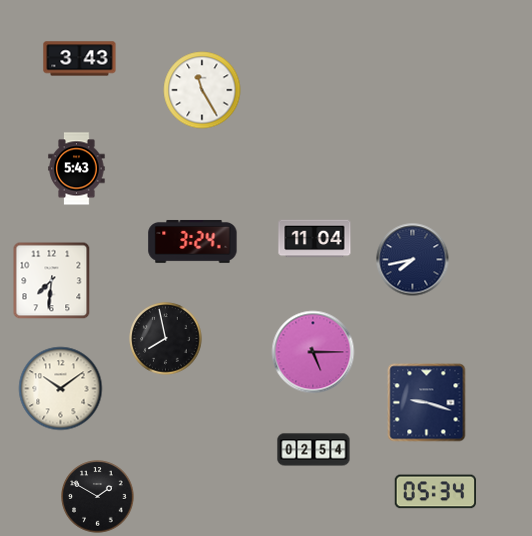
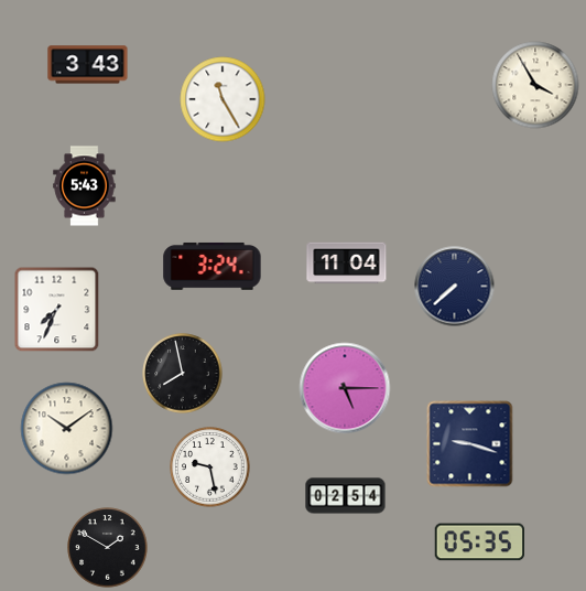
clock at (535, 85): none -> 3:55
clock at (413, 260): 7:43 -> 7:38
clock at (52, 281): 7:31 -> 7:34
clock at (210, 468): none -> 9:28
clock at (435, 492): 05:34 -> 05:35
